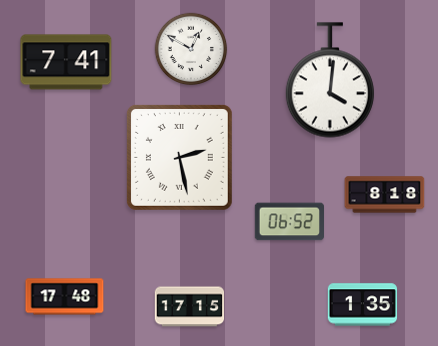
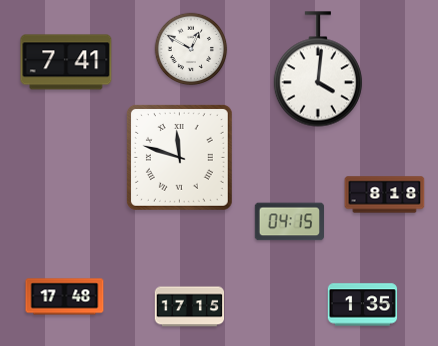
clock at (330, 80) position: (330, 80) -> (318, 69)
clock at (179, 157): 2:28 -> 11:48
clock at (289, 222): 06:52 -> 04:15
